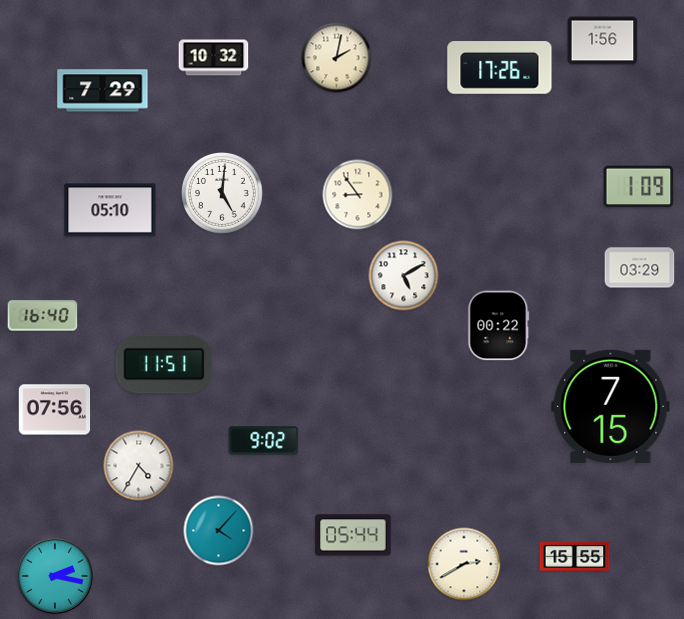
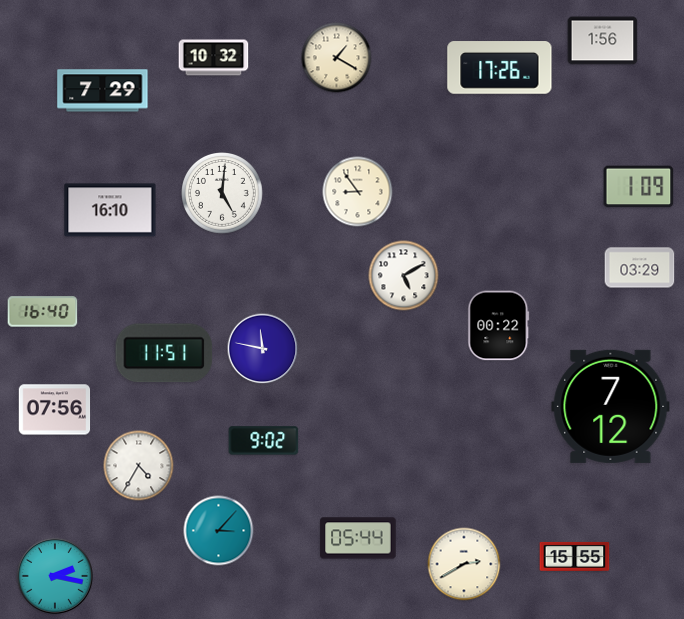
clock at (337, 58): 2:02 -> 1:20
clock at (358, 195) position: (358, 195) -> (358, 192)
clock at (110, 210): 05:10 -> 16:10
clock at (43, 316) position: (43, 316) -> (43, 312)
clock at (263, 349): none -> 11:47
clock at (164, 364) position: (164, 364) -> (164, 353)
clock at (611, 406): 7:15 -> 7:12
clock at (219, 531): 4:07 -> 3:07
clock at (353, 535) position: (353, 535) -> (358, 538)
